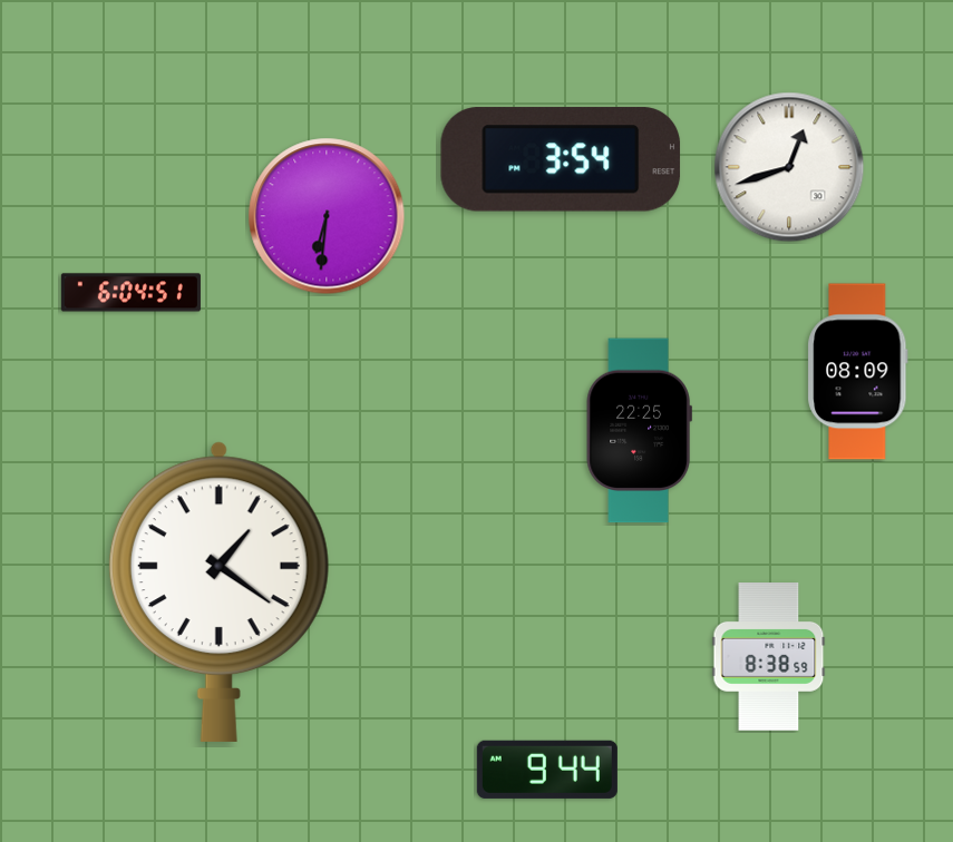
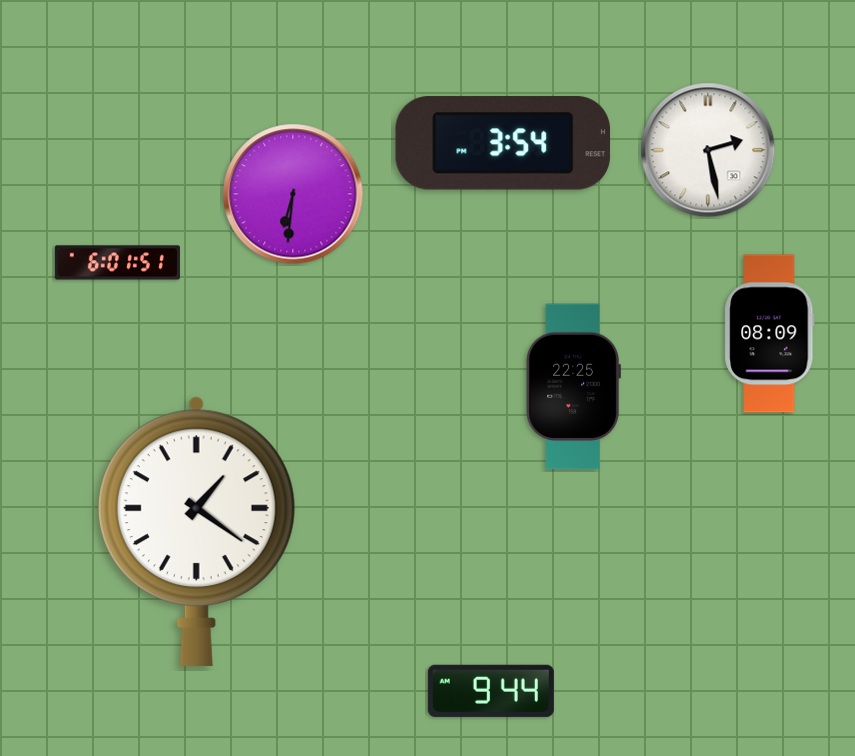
clock at (789, 167): 12:42 -> 2:28
clock at (130, 293): 6:04 -> 6:01
clock at (769, 657): 8:38 -> none
